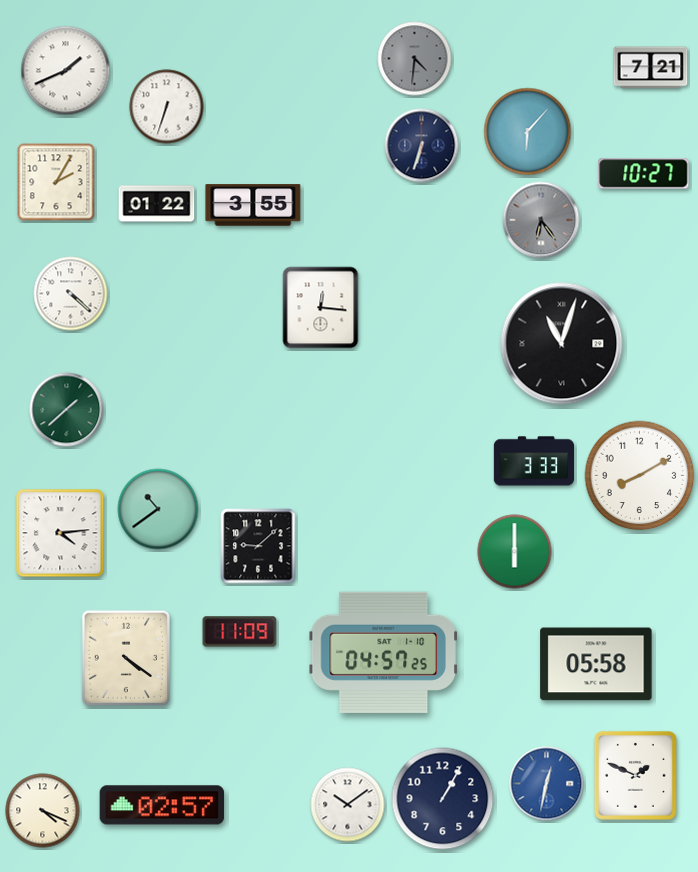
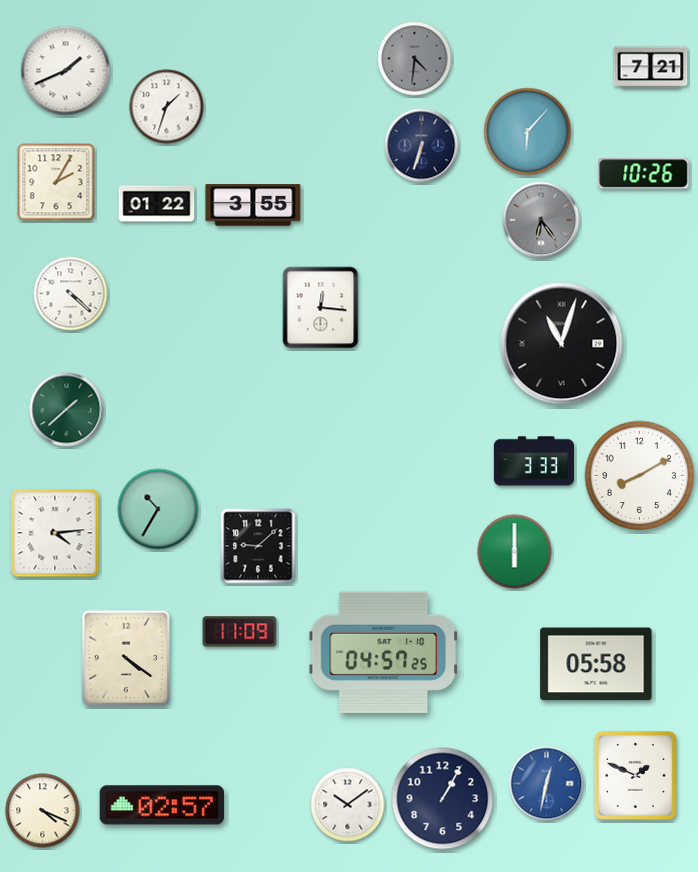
clock at (167, 107): 6:33 -> 1:33
clock at (644, 174): 10:27 -> 10:26
clock at (158, 509): 10:39 -> 10:35
clock at (60, 533) position: (60, 533) -> (55, 533)
